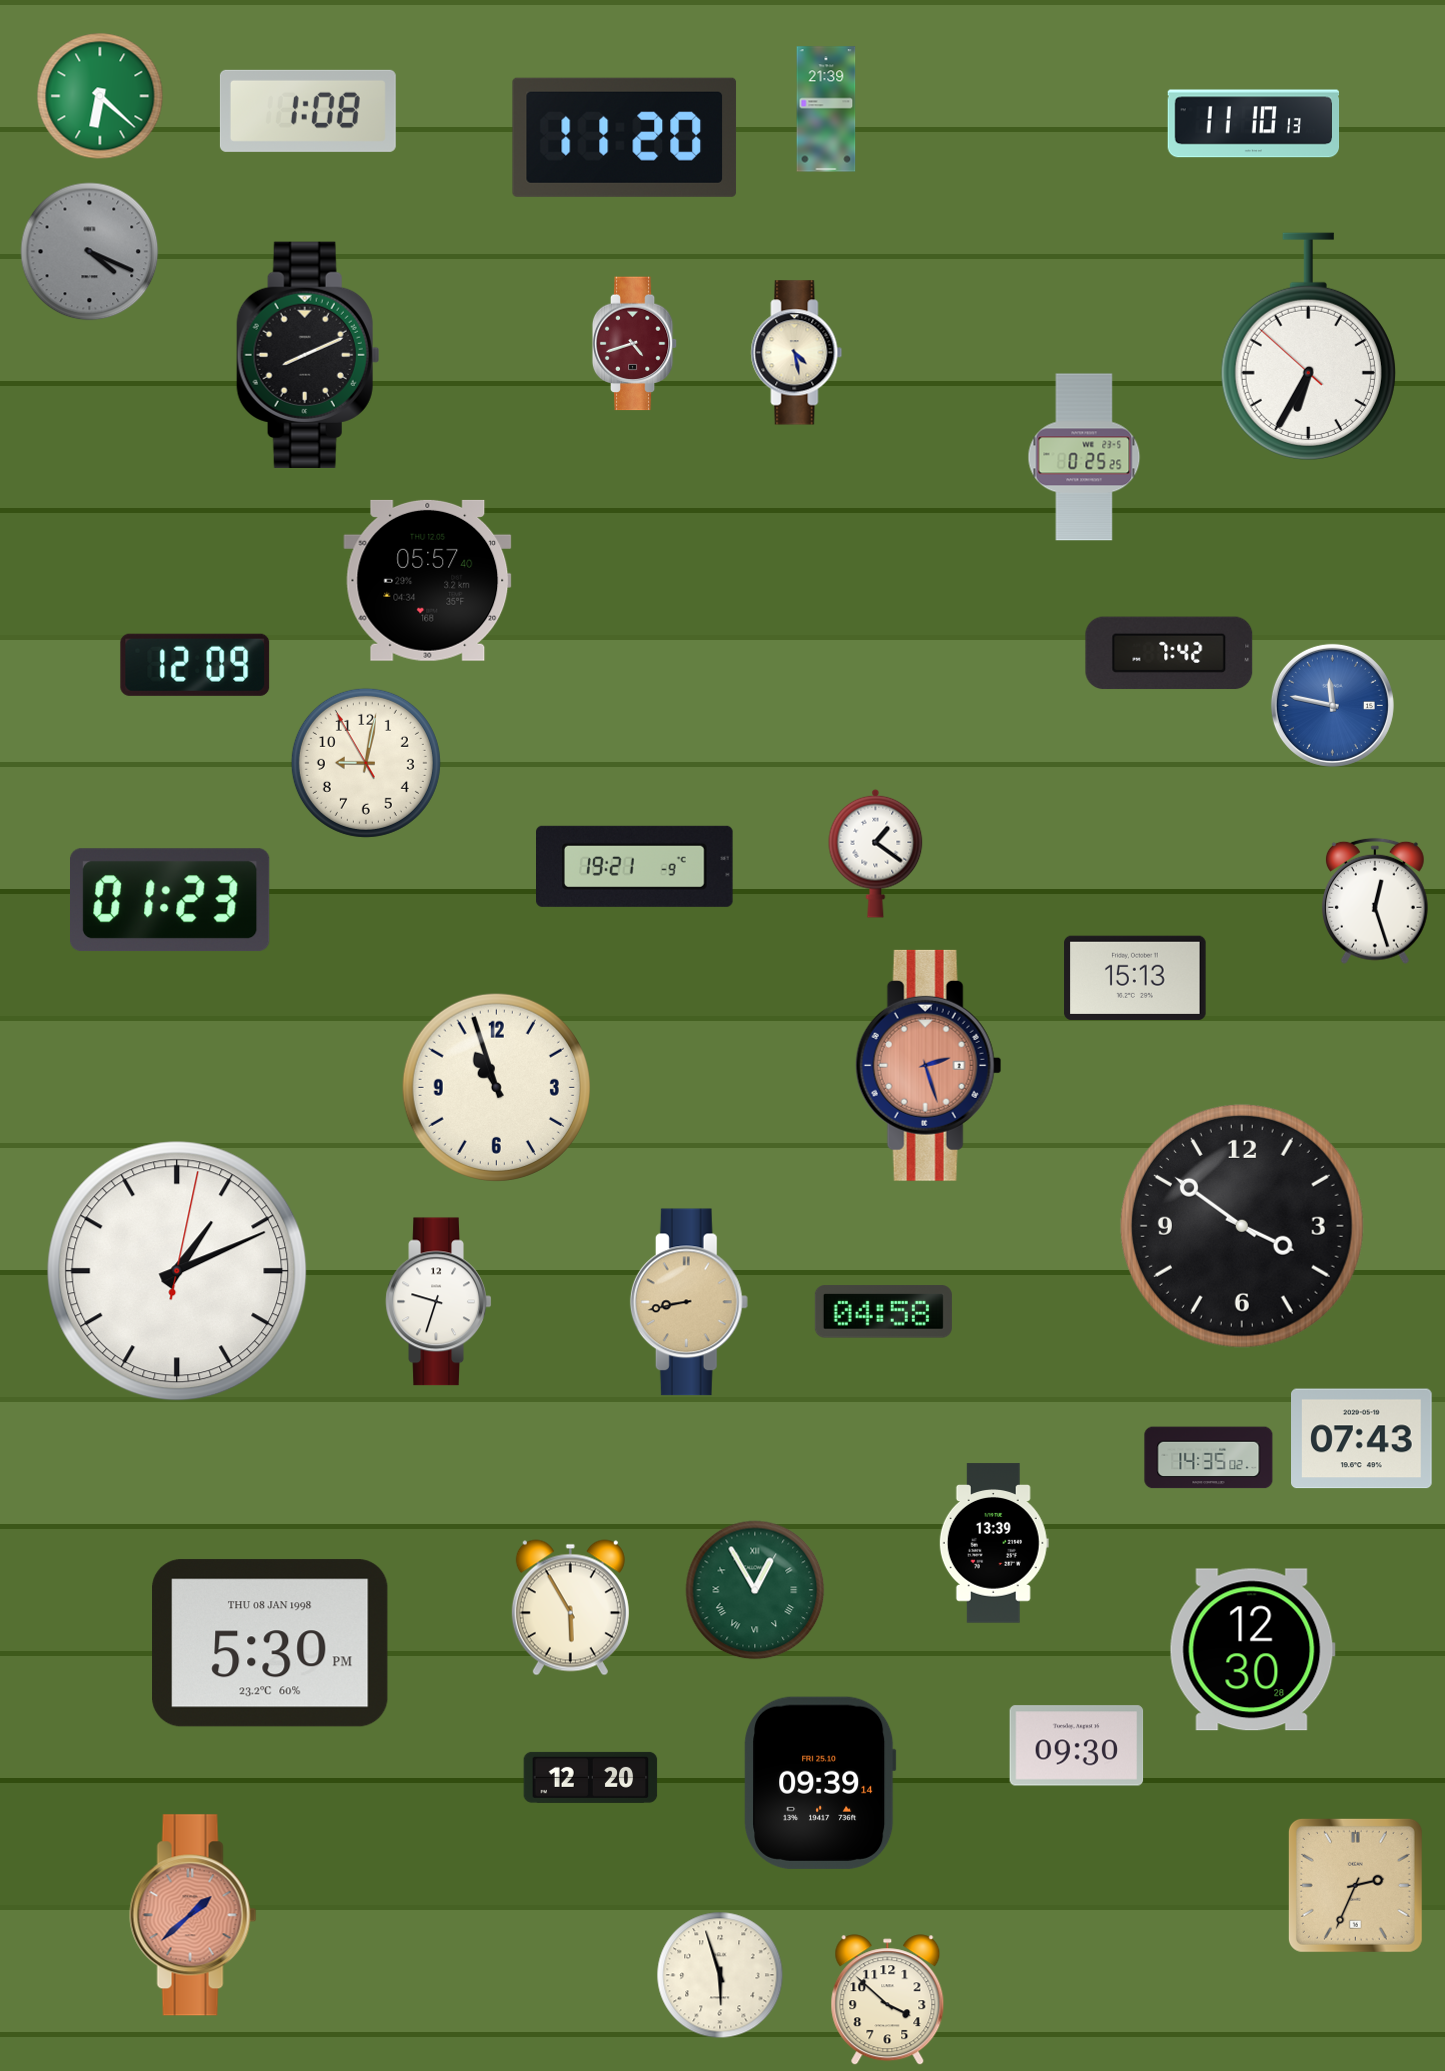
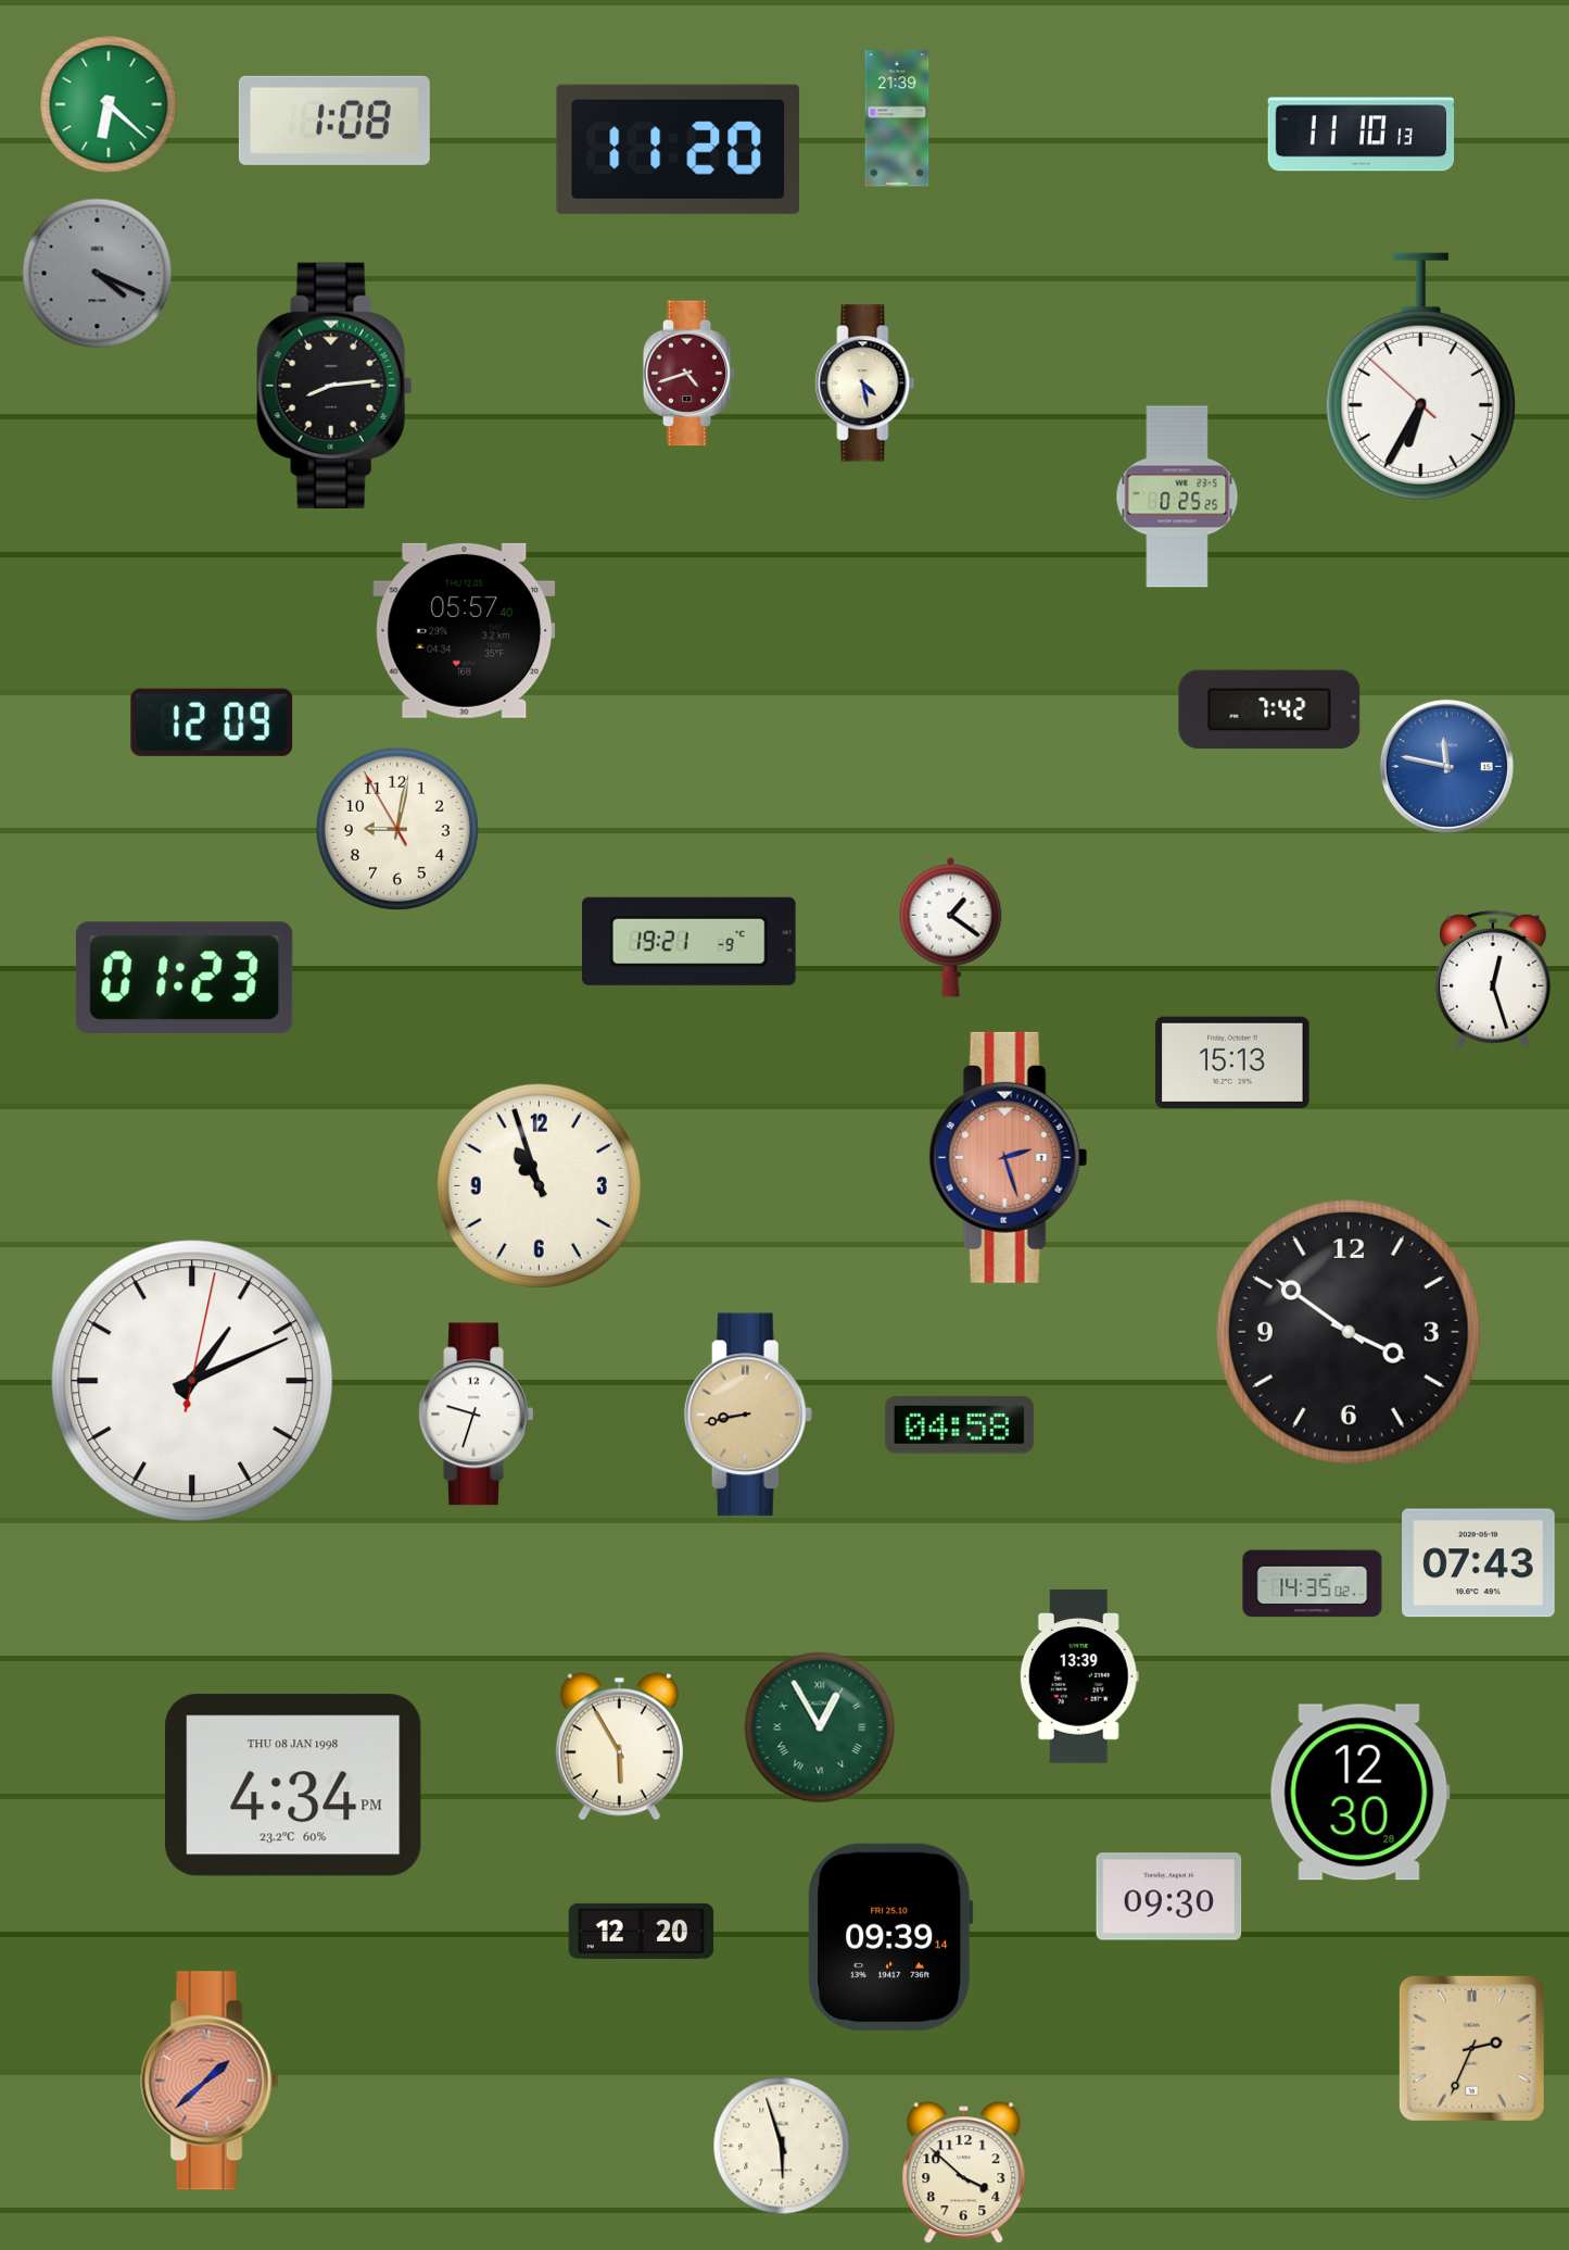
clock at (308, 355): 8:11 -> 8:14
clock at (496, 1087) position: (496, 1087) -> (539, 1185)
clock at (270, 1643): 5:30 -> 4:34
